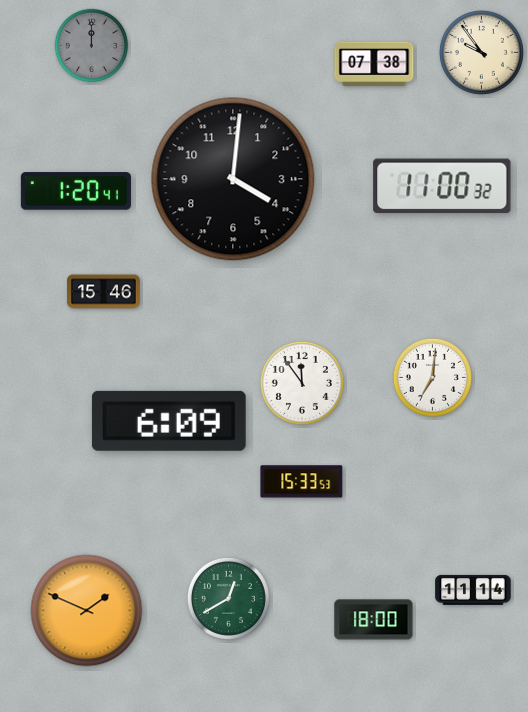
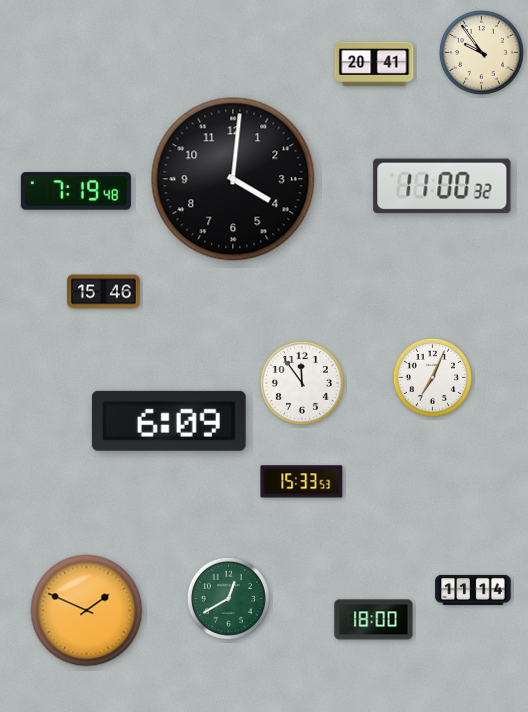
clock at (92, 46): 12:00 -> none
clock at (374, 63): 07:38 -> 20:41
clock at (76, 191): 1:20 -> 7:19
clock at (432, 377): 7:01 -> 7:04
